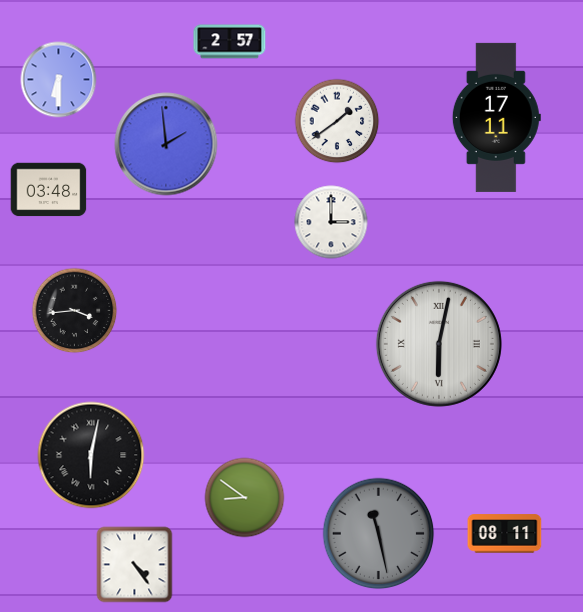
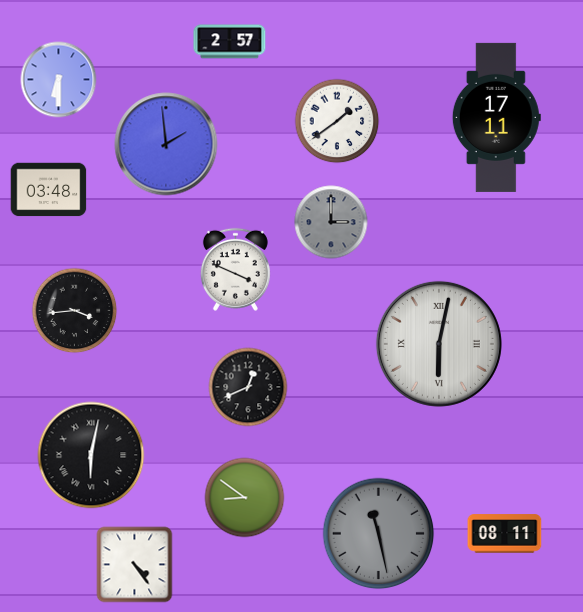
clock at (331, 222) dial: white -> grey
clock at (235, 269): none -> 3:49
clock at (248, 387): none -> 12:41
